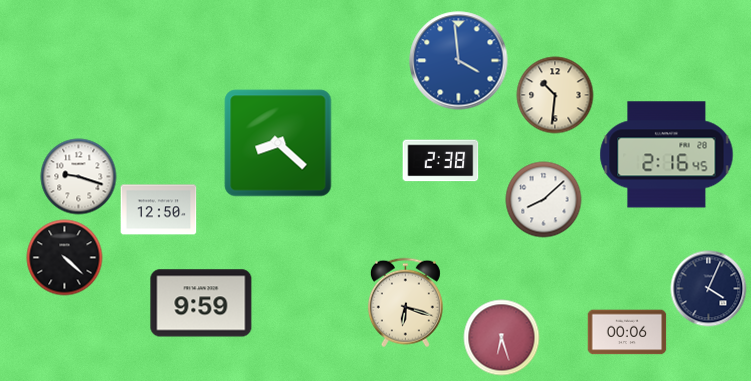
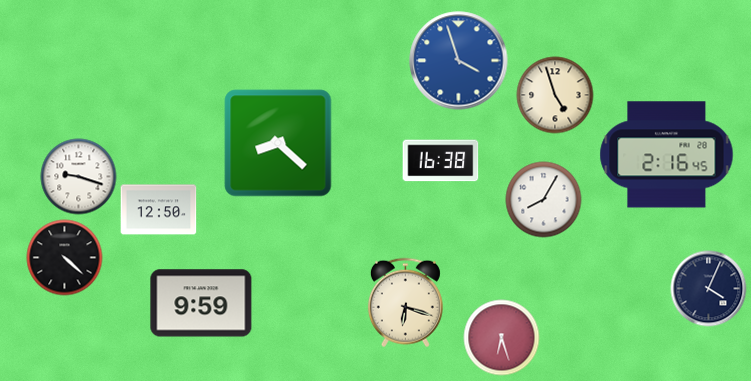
clock at (459, 61): 3:59 -> 3:57
clock at (555, 95): 10:31 -> 4:57
clock at (441, 161): 2:38 -> 16:38
clock at (544, 200): 8:08 -> 8:05
clock at (627, 332): 00:06 -> none
